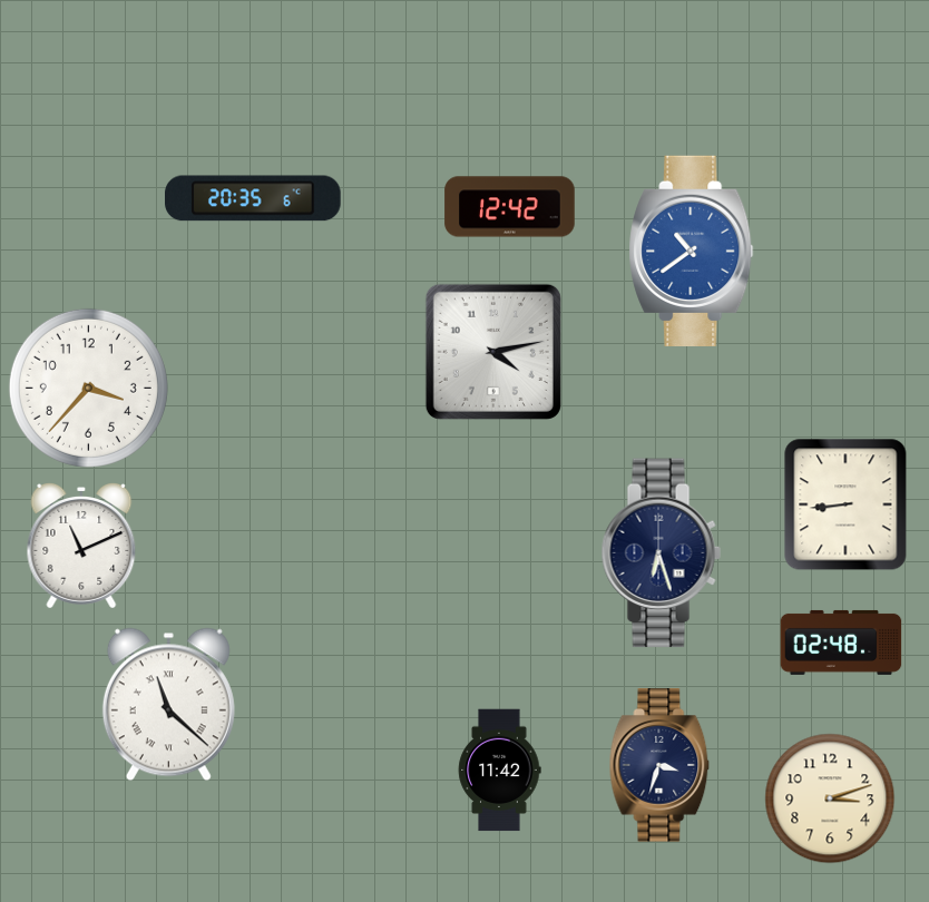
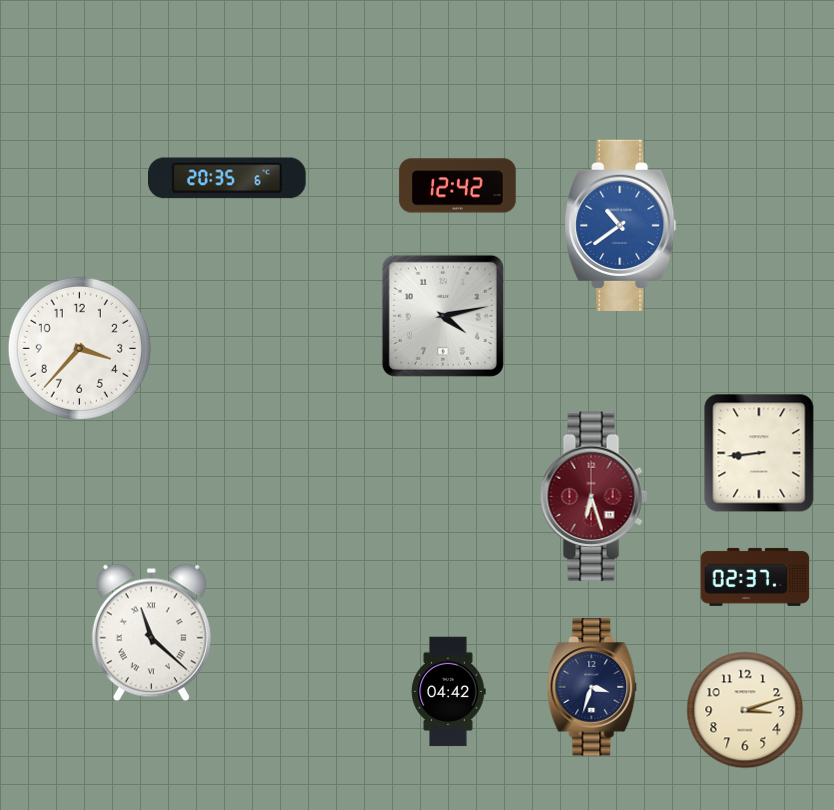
clock at (81, 547): 11:11 -> none
clock at (661, 553) dial: navy -> burgundy
clock at (841, 643): 02:48 -> 02:37
clock at (499, 771): 11:42 -> 04:42
clock at (830, 798) position: (830, 798) -> (745, 710)
